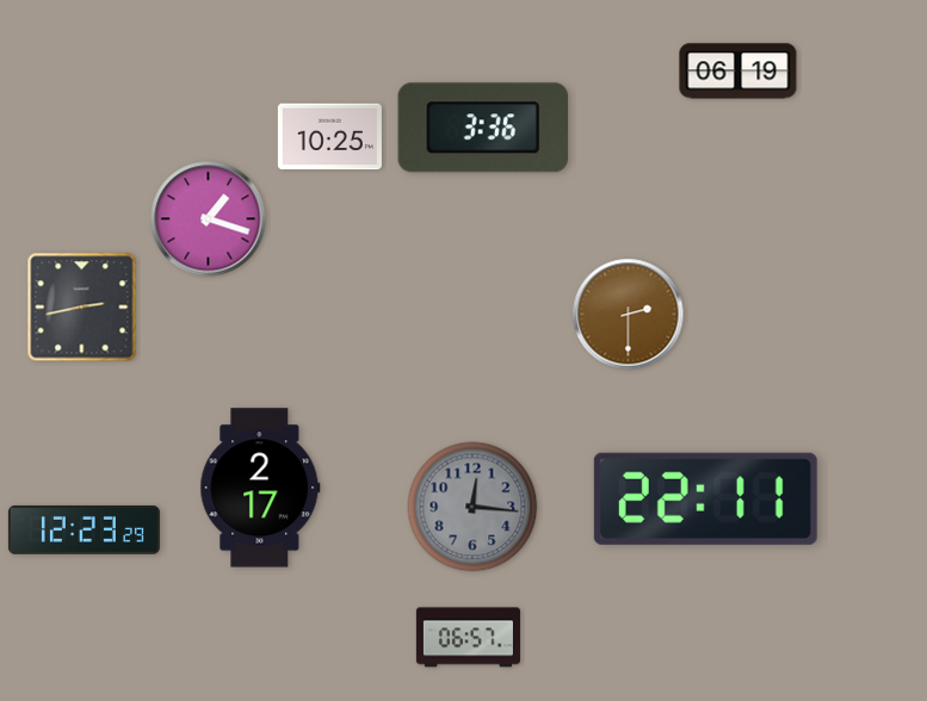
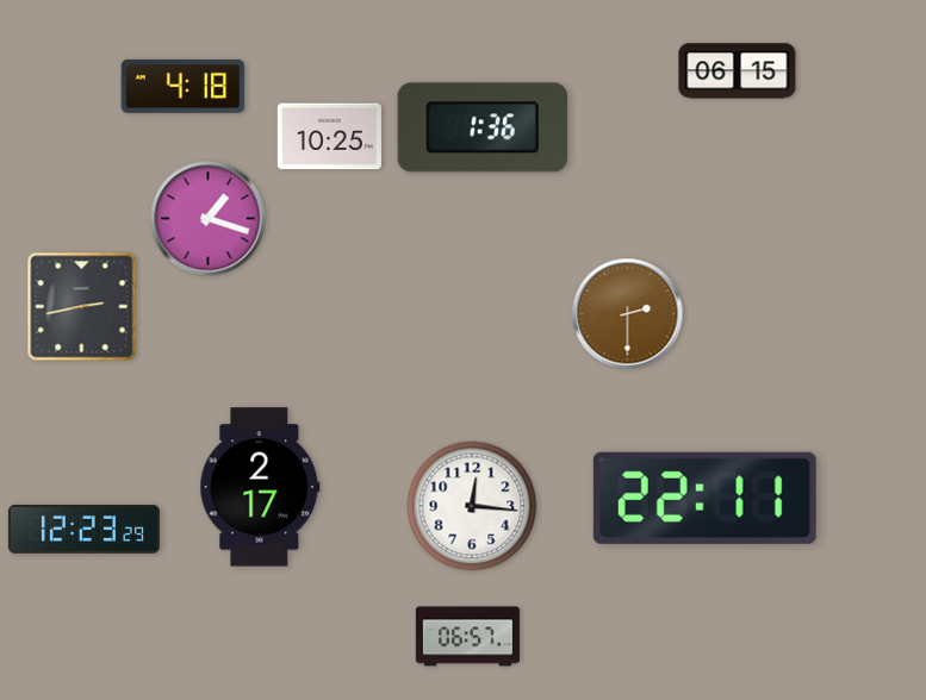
clock at (738, 72): 06:19 -> 06:15
clock at (184, 86): none -> 4:18
clock at (483, 128): 3:36 -> 1:36
clock at (472, 507) dial: grey -> white
